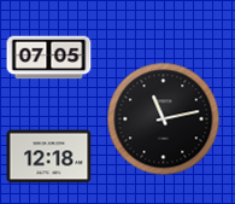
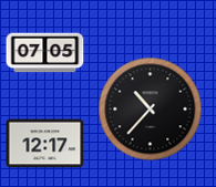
clock at (164, 120): 11:13 -> 10:37
clock at (49, 157): 12:18 -> 12:17
